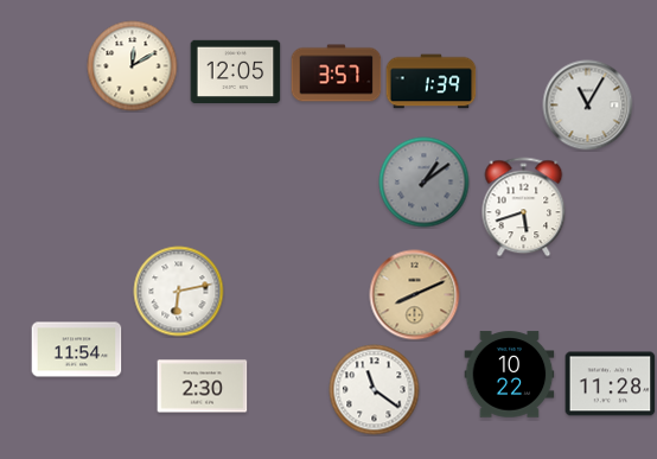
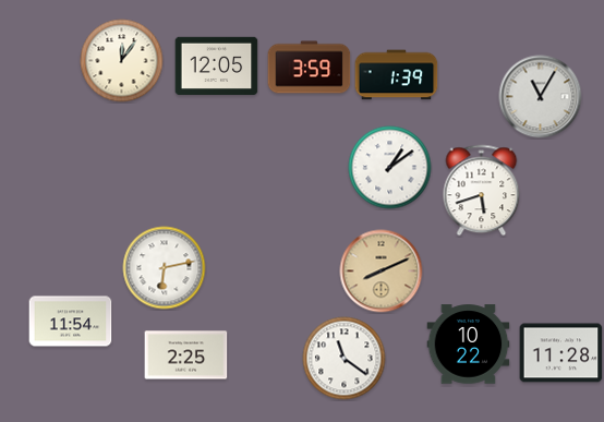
clock at (133, 66): 12:10 -> 12:06
clock at (337, 74): 3:57 -> 3:59
clock at (425, 183) dial: grey -> white
clock at (203, 387): 2:30 -> 2:25
